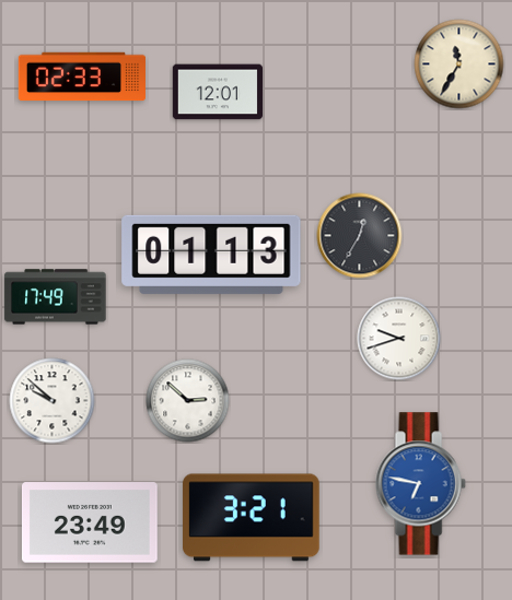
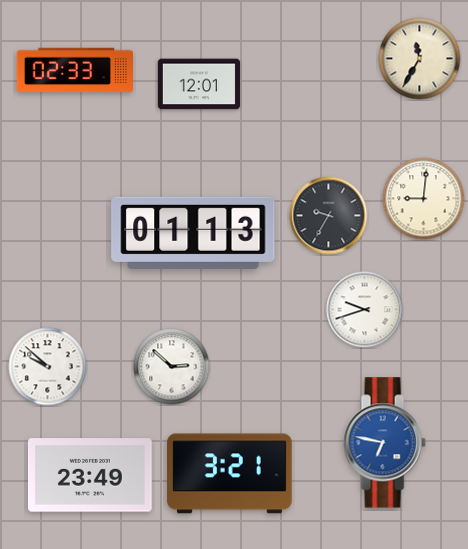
clock at (424, 199): none -> 9:01
clock at (360, 236): 12:35 -> 9:35
clock at (56, 297): 17:49 -> none
clock at (90, 522) position: (90, 522) -> (90, 475)
